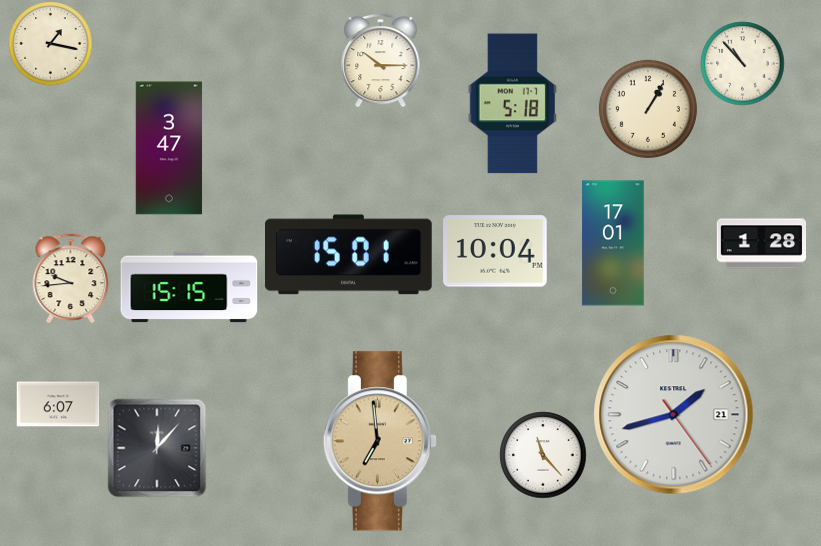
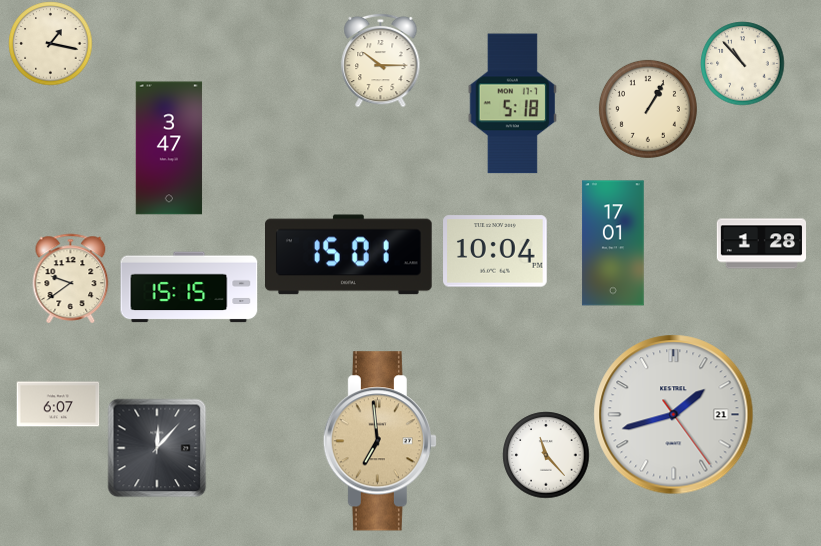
clock at (71, 278): 9:44 -> 9:39
clock at (543, 455) position: (543, 455) -> (546, 455)
